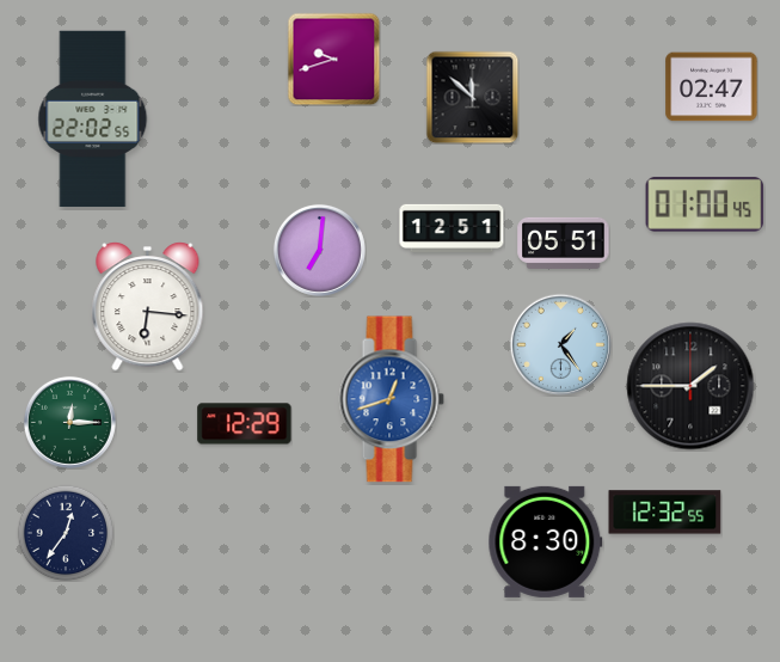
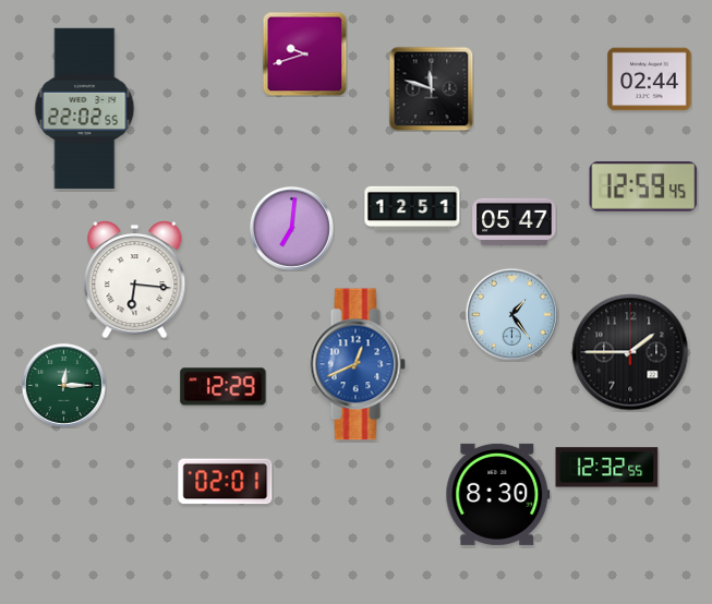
clock at (712, 87): 02:47 -> 02:44
clock at (472, 97): 11:52 -> 11:48
clock at (705, 204): 01:00 -> 12:59
clock at (564, 243): 05:51 -> 05:47
clock at (392, 399): 12:42 -> 12:41
clock at (226, 482): none -> 02:01
clock at (66, 533): 12:36 -> none
